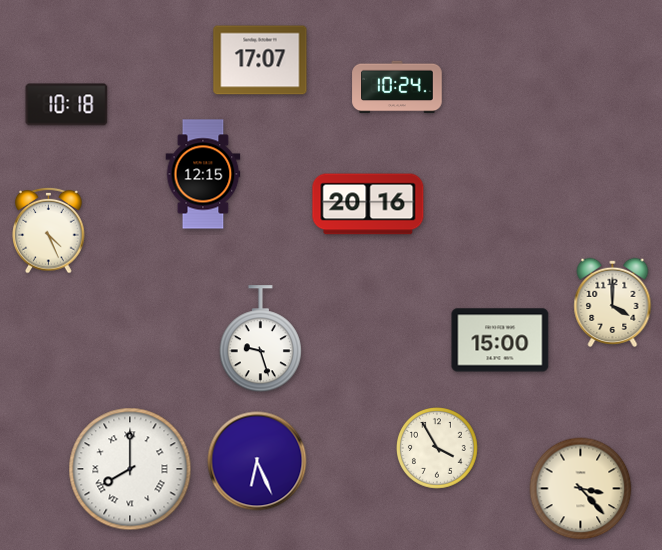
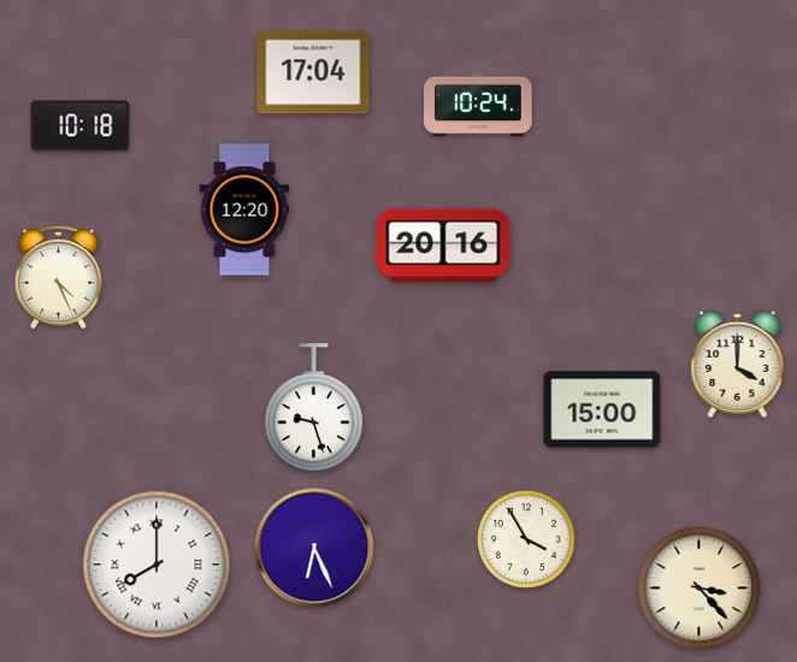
clock at (260, 60): 17:07 -> 17:04
clock at (203, 174): 12:15 -> 12:20
clock at (257, 461) position: (257, 461) -> (314, 548)
